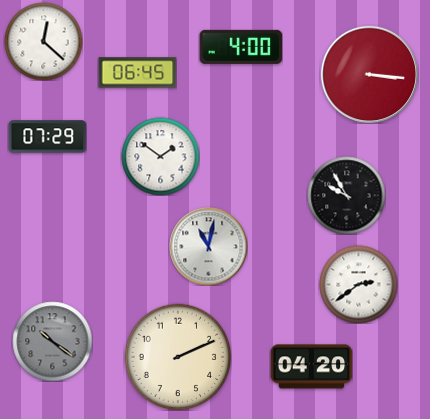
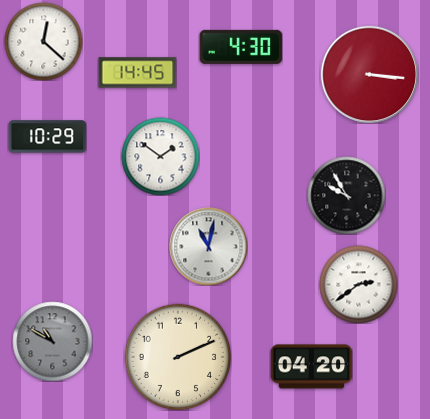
clock at (241, 47): 4:00 -> 4:30
clock at (137, 73): 06:45 -> 14:45
clock at (47, 137): 07:29 -> 10:29
clock at (52, 341): 10:21 -> 10:50
